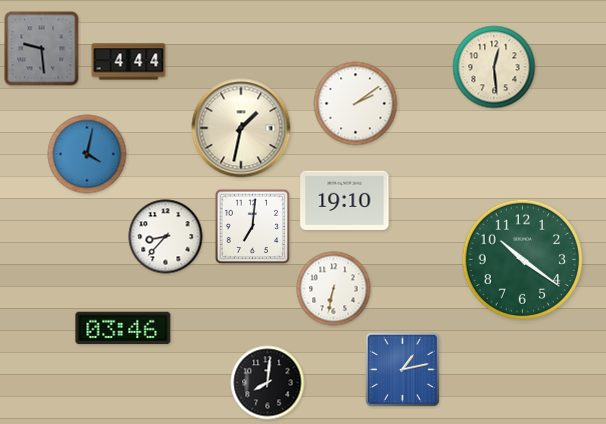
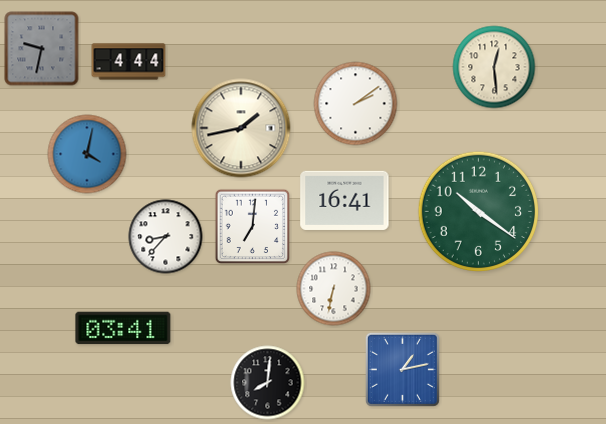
clock at (42, 49): 9:29 -> 9:32
clock at (241, 128): 1:32 -> 1:43
clock at (345, 200): 19:10 -> 16:41
clock at (522, 259) position: (522, 259) -> (478, 211)
clock at (123, 328): 03:46 -> 03:41
